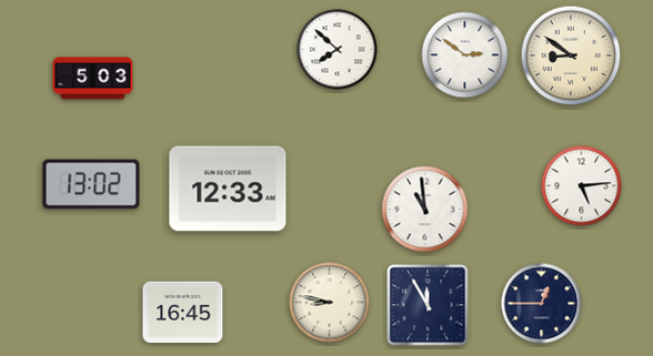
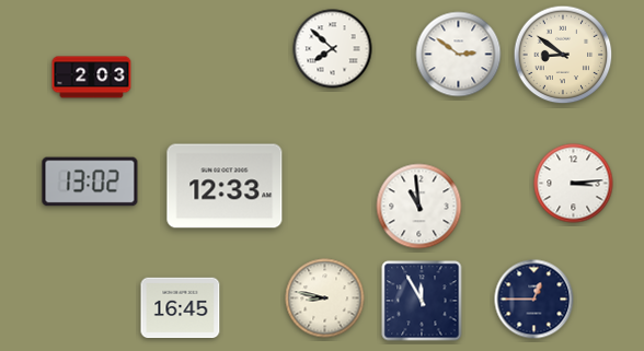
clock at (93, 79): 5:03 -> 2:03
clock at (582, 186): 5:14 -> 3:14
